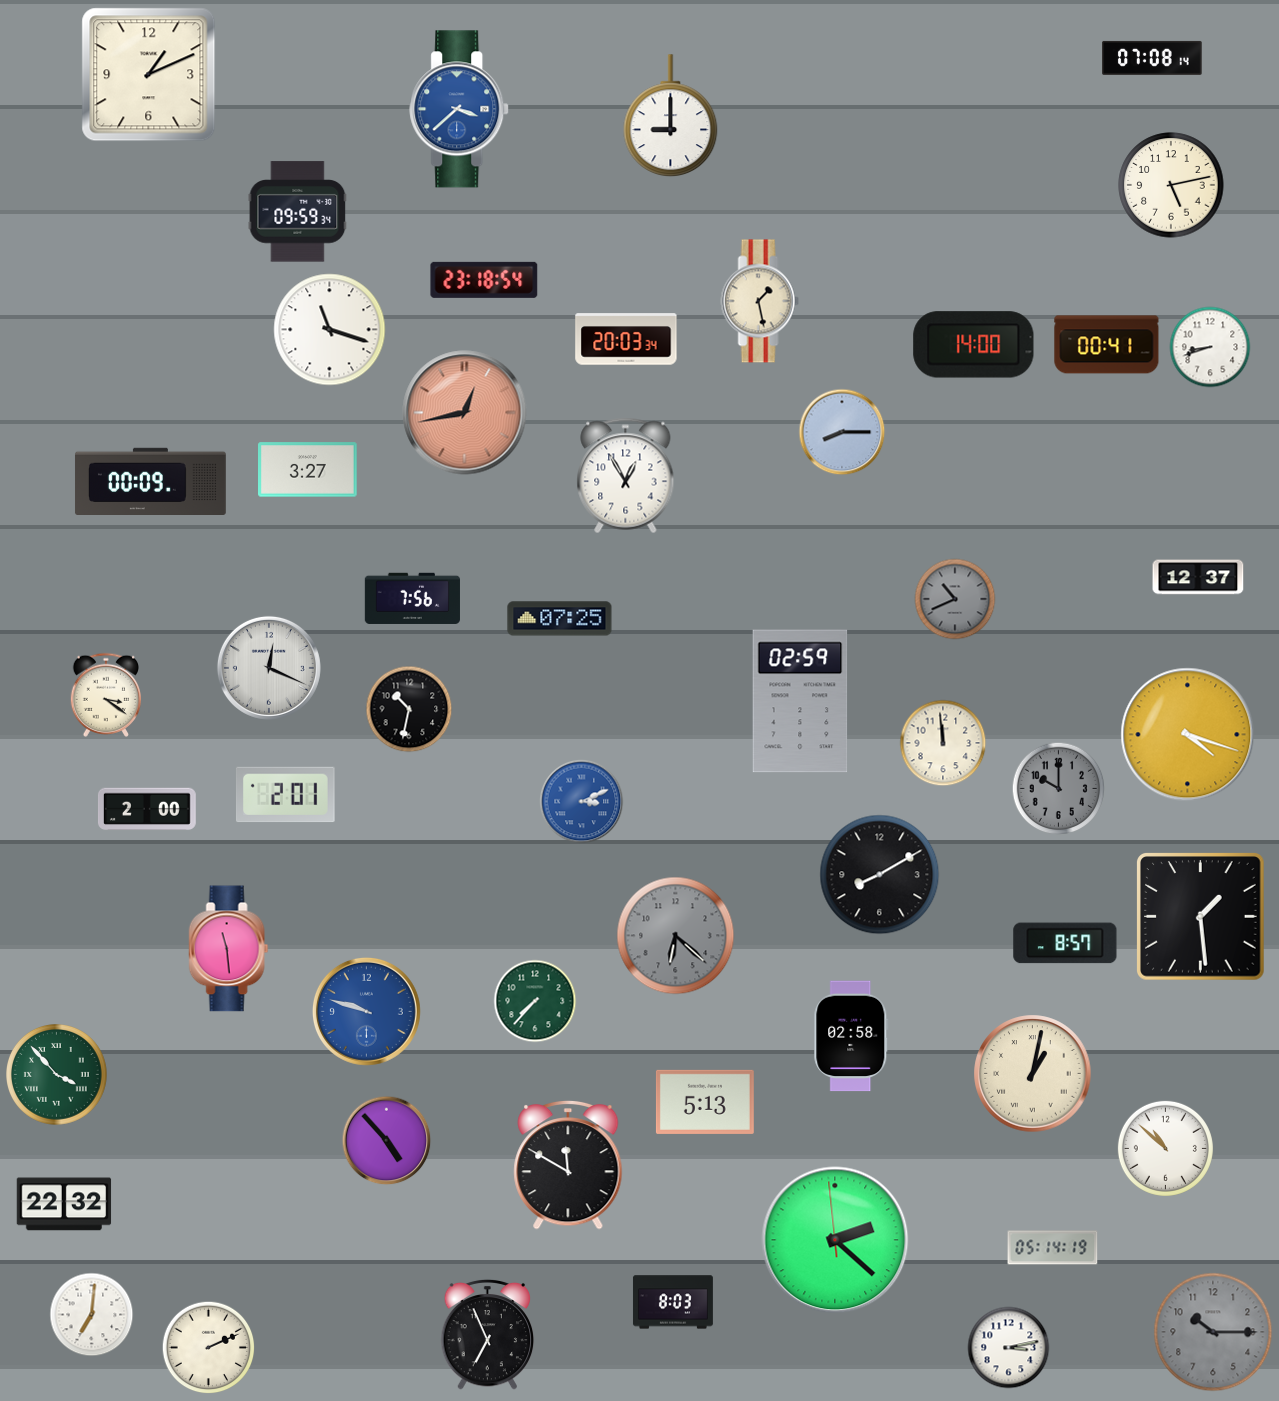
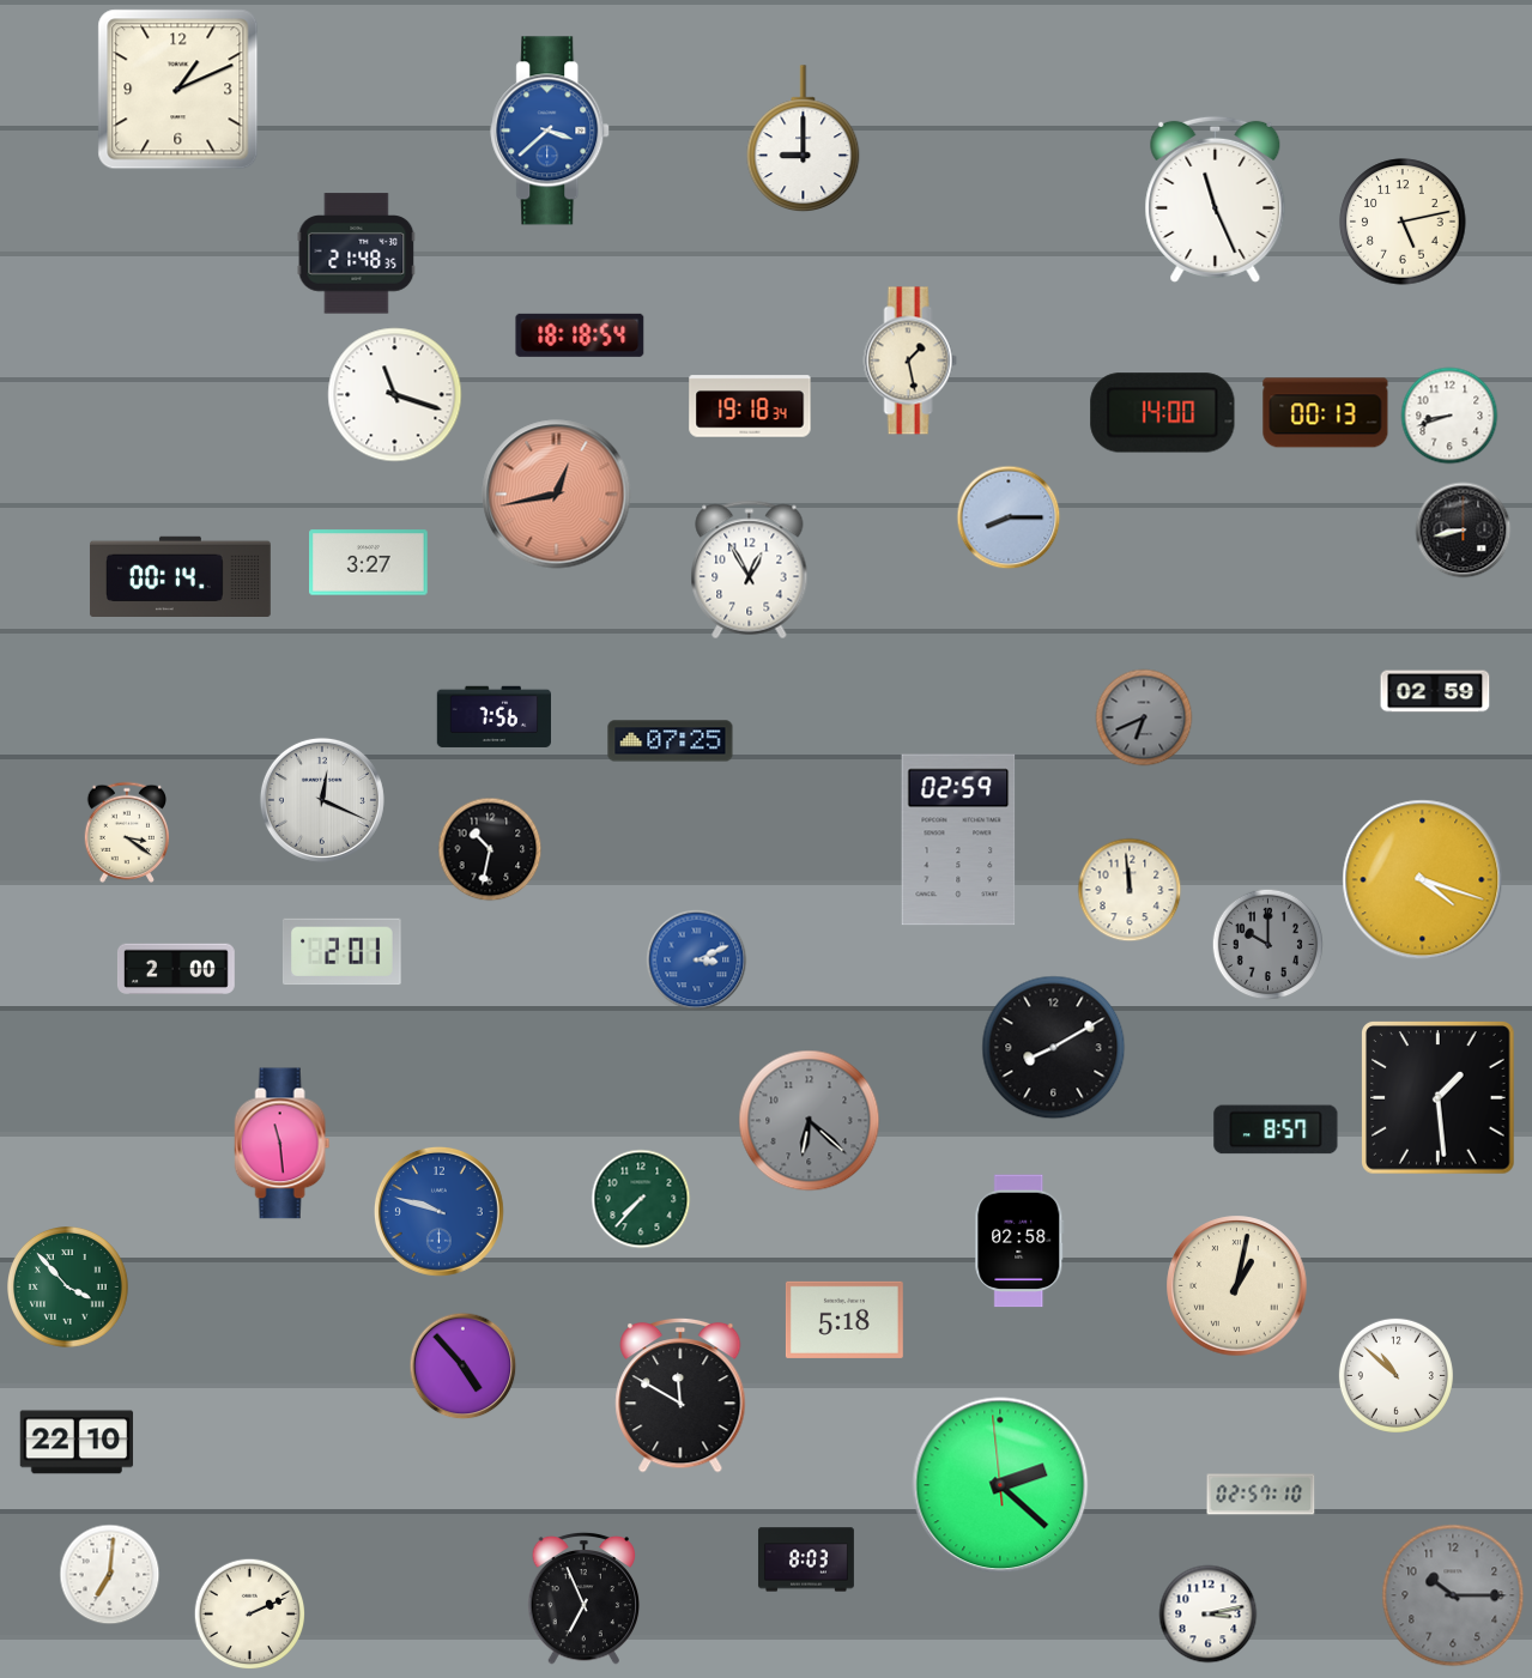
clock at (1152, 58): 07:08 -> none
clock at (1216, 199): none -> 11:26
clock at (298, 212): 09:59 -> 21:48
clock at (484, 280): 23:18 -> 18:18
clock at (626, 339): 20:03 -> 19:18
clock at (974, 345) position: (974, 345) -> (1163, 413)
clock at (1107, 345): 00:41 -> 00:13
clock at (1464, 531): none -> 8:43
clock at (150, 481): 00:09 -> 00:14
clock at (1198, 577): 12:37 -> 02:59
clock at (955, 599): 10:41 -> 6:41
clock at (229, 949) position: (229, 949) -> (283, 1144)
clock at (705, 1102): 5:13 -> 5:18
clock at (64, 1204): 22:32 -> 22:10
clock at (1053, 1248): 05:14 -> 02:57
